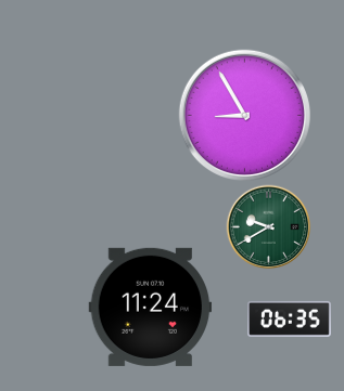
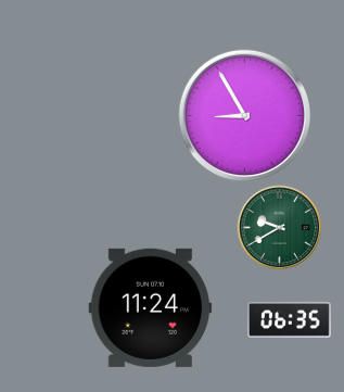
clock at (268, 226) position: (268, 226) -> (279, 227)
